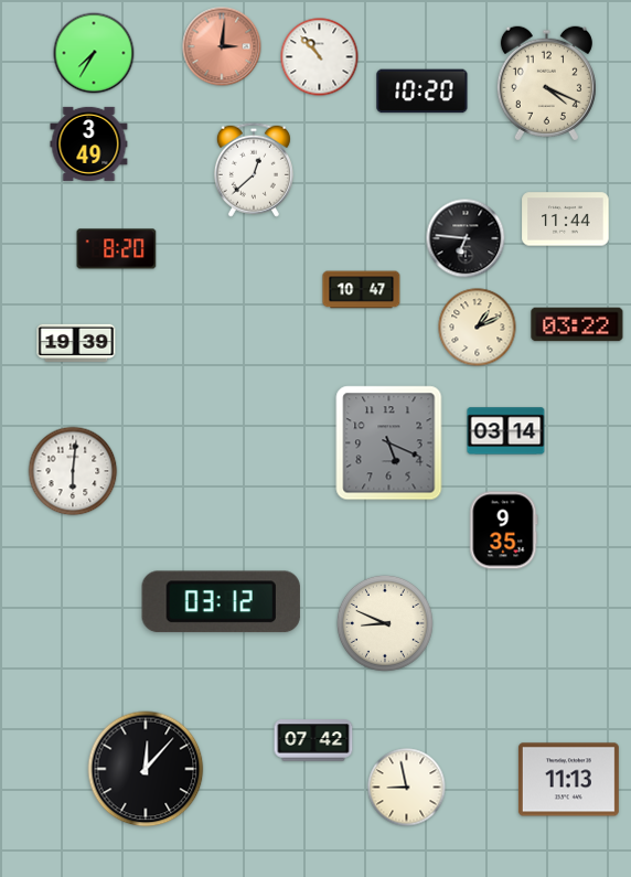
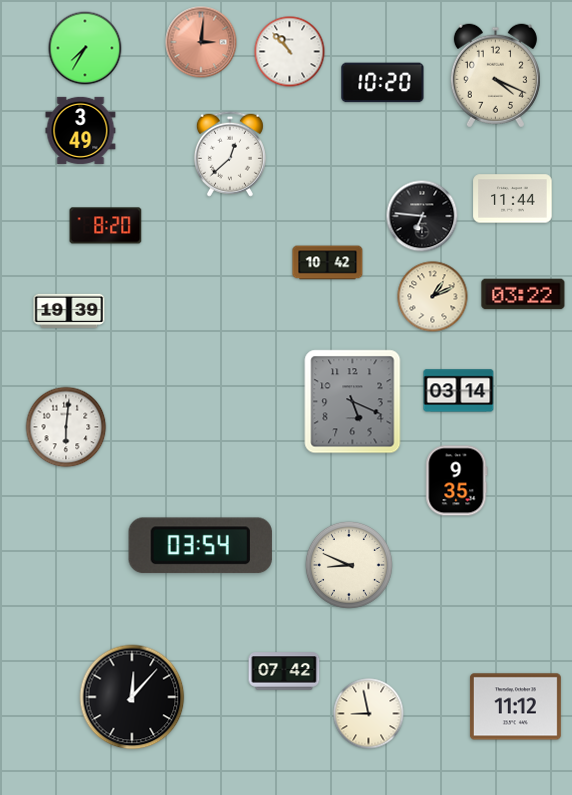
clock at (362, 290): 10:47 -> 10:42
clock at (221, 602): 03:12 -> 03:54
clock at (568, 780): 11:13 -> 11:12
